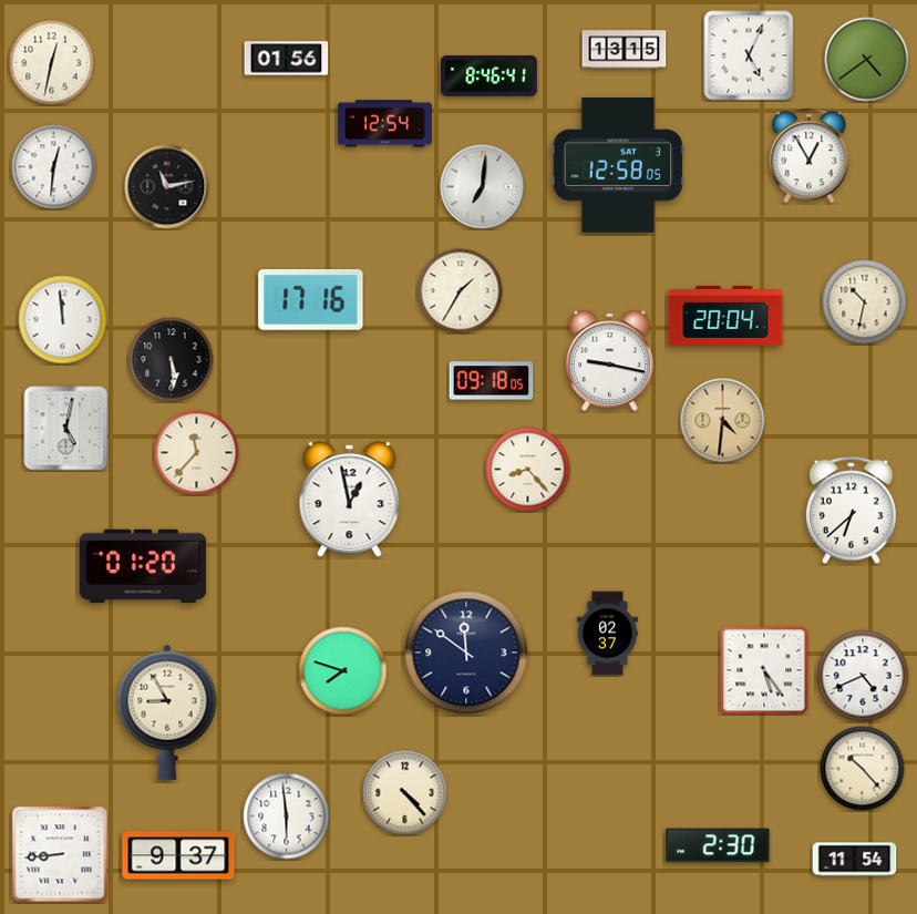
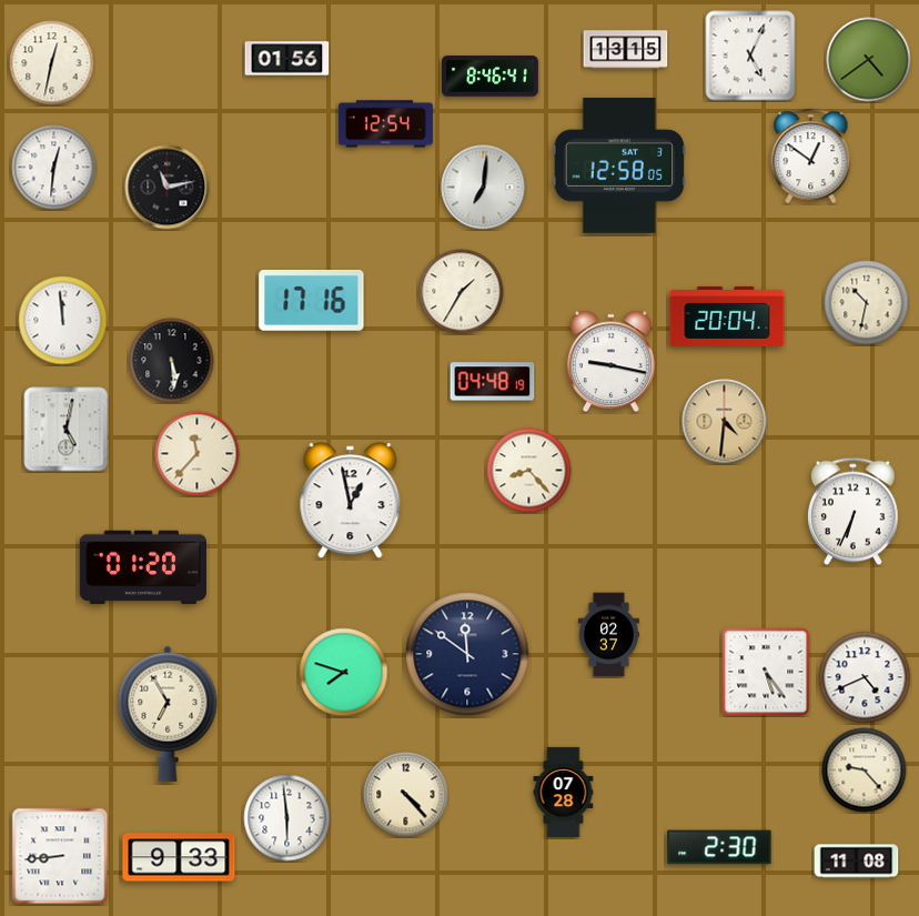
clock at (810, 156): 12:55 -> 12:51
clock at (492, 381): 09:18 -> 04:48
clock at (852, 511): 6:38 -> 6:34
clock at (167, 712): 8:55 -> 6:55
clock at (863, 769): 10:23 -> 9:23
clock at (564, 793): none -> 07:28
clock at (178, 855): 9:37 -> 9:33
clock at (855, 860): 11:54 -> 11:08
